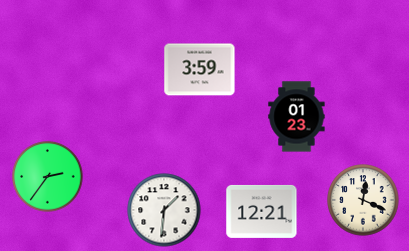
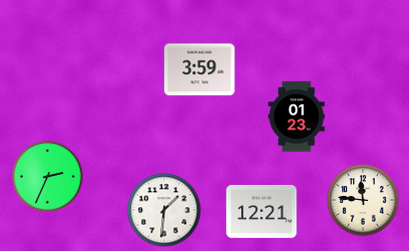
clock at (48, 177): 2:36 -> 2:34
clock at (363, 200): 12:19 -> 11:46
